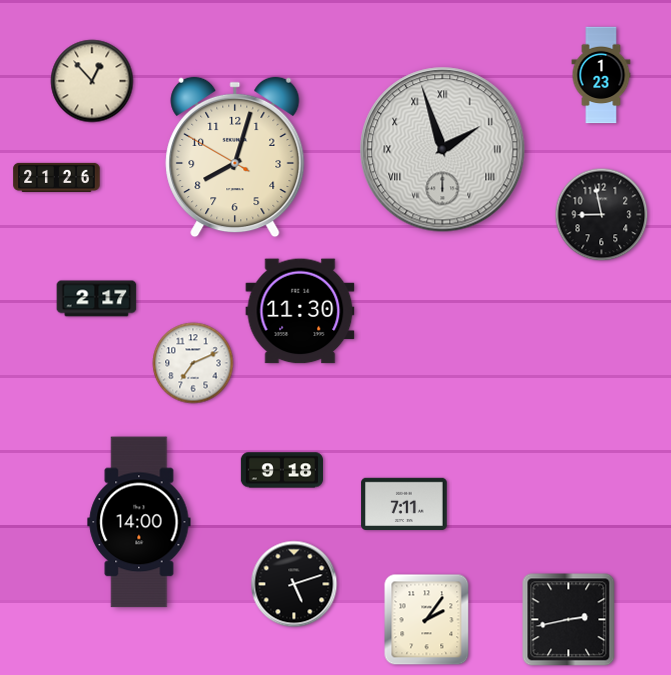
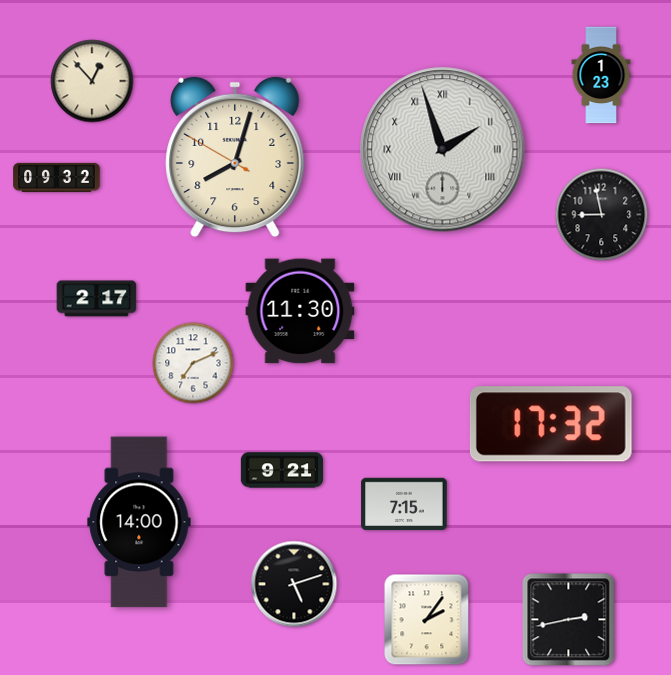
clock at (57, 177): 21:26 -> 09:32
clock at (551, 424): none -> 17:32
clock at (281, 470): 9:18 -> 9:21
clock at (404, 503): 7:11 -> 7:15
